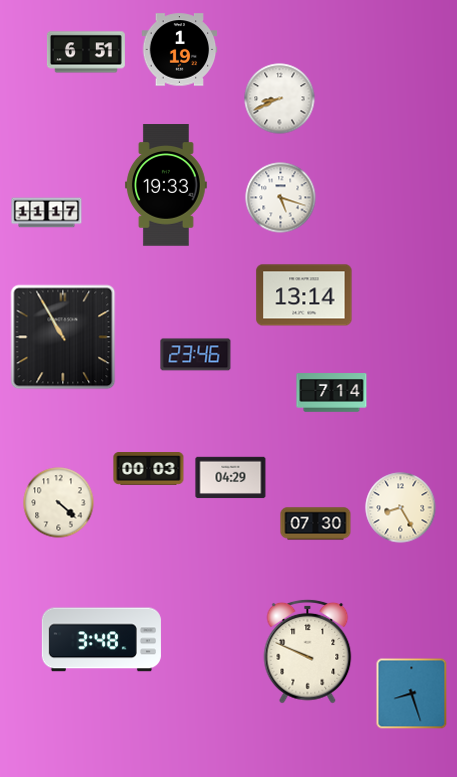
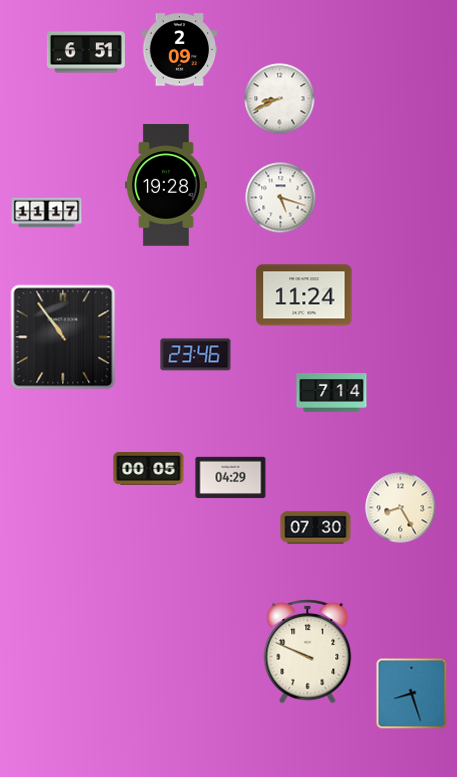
clock at (180, 50): 1:19 -> 2:09
clock at (166, 185): 19:33 -> 19:28
clock at (304, 295): 13:14 -> 11:24
clock at (63, 337): 10:55 -> 10:54
clock at (149, 469): 00:03 -> 00:05
clock at (59, 503): 4:22 -> none
clock at (316, 524) position: (316, 524) -> (316, 528)
clock at (101, 640): 3:48 -> none
